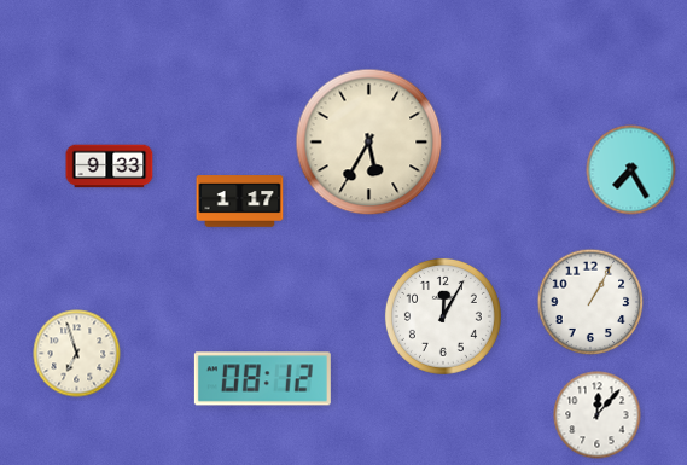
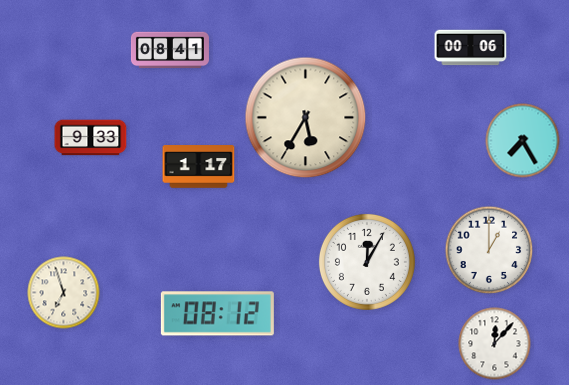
clock at (471, 48): none -> 00:06
clock at (170, 50): none -> 08:41
clock at (590, 302): 1:05 -> 1:00
